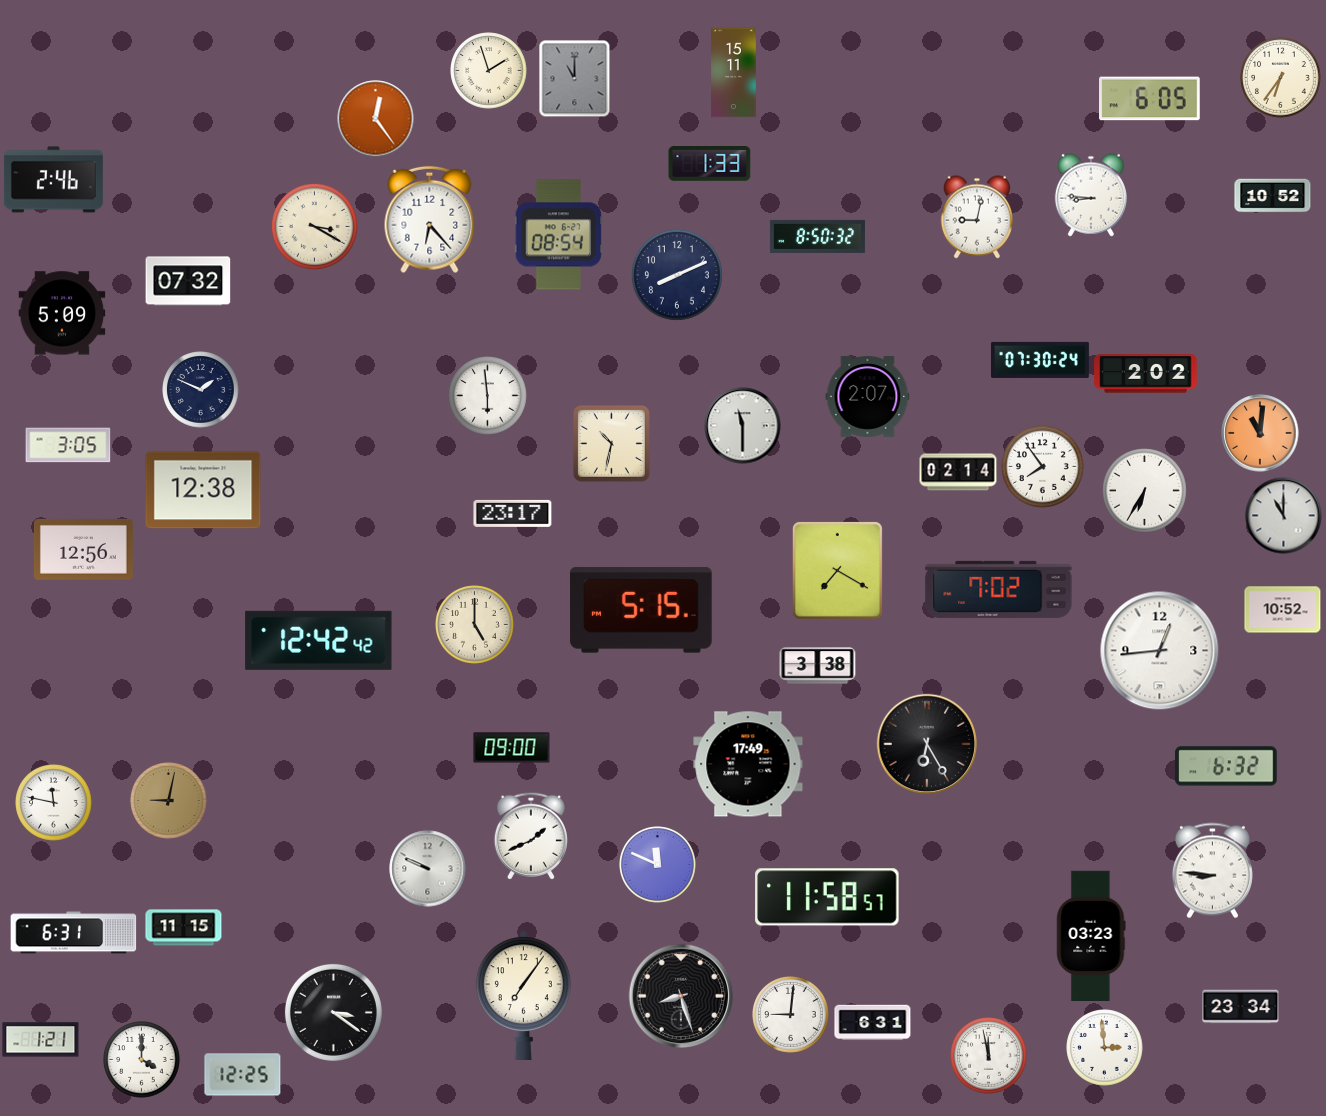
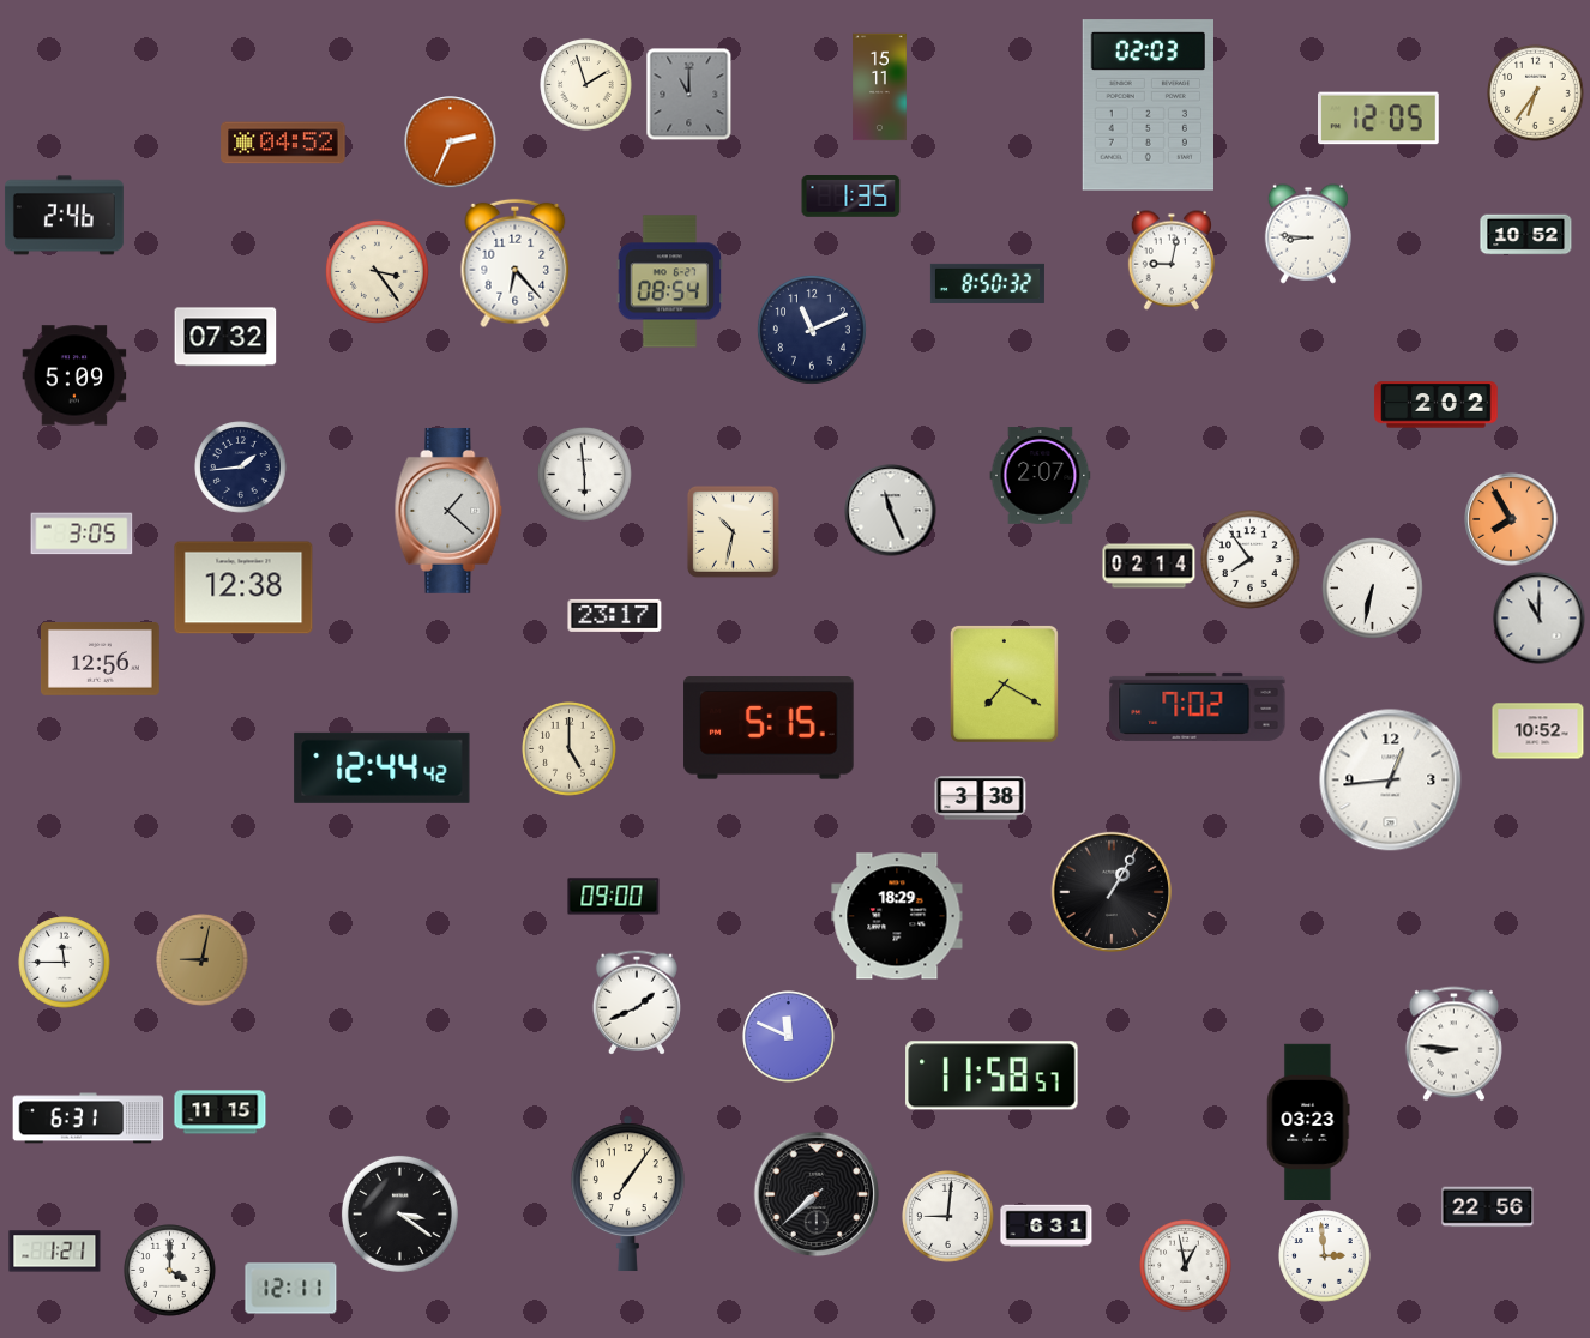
clock at (1148, 106): none -> 02:03
clock at (1150, 99): 6:05 -> 12:05
clock at (283, 143): none -> 04:52
clock at (376, 119): 12:24 -> 2:34
clock at (710, 164): 1:33 -> 1:35
clock at (314, 226): 3:20 -> 3:24
clock at (817, 236) position: (817, 236) -> (987, 283)
clock at (677, 275): 8:11 -> 11:11
clock at (1040, 360): 07:30 -> none
clock at (1146, 374) position: (1146, 374) -> (1437, 405)
clock at (201, 390): 1:49 -> 1:44
clock at (448, 511): none -> 1:22
clock at (743, 426): 11:30 -> 11:26
clock at (1260, 433): 11:01 -> 7:55
clock at (1145, 491): 6:35 -> 6:32
clock at (641, 610) position: (641, 610) -> (769, 728)
clock at (319, 640): 12:42 -> 12:44
clock at (927, 744): 6:25 -> 1:05
clock at (748, 764): 17:49 -> 18:29
clock at (1226, 766): 6:32 -> none
clock at (54, 803): 11:47 -> 11:45
clock at (428, 869): 9:49 -> none
clock at (681, 996): 8:27 -> 7:38
clock at (1241, 1007): 23:34 -> 22:56
clock at (41, 1040) position: (41, 1040) -> (55, 1252)
clock at (989, 1056): 11:58 -> 12:58
clock at (243, 1075): 12:25 -> 12:11
